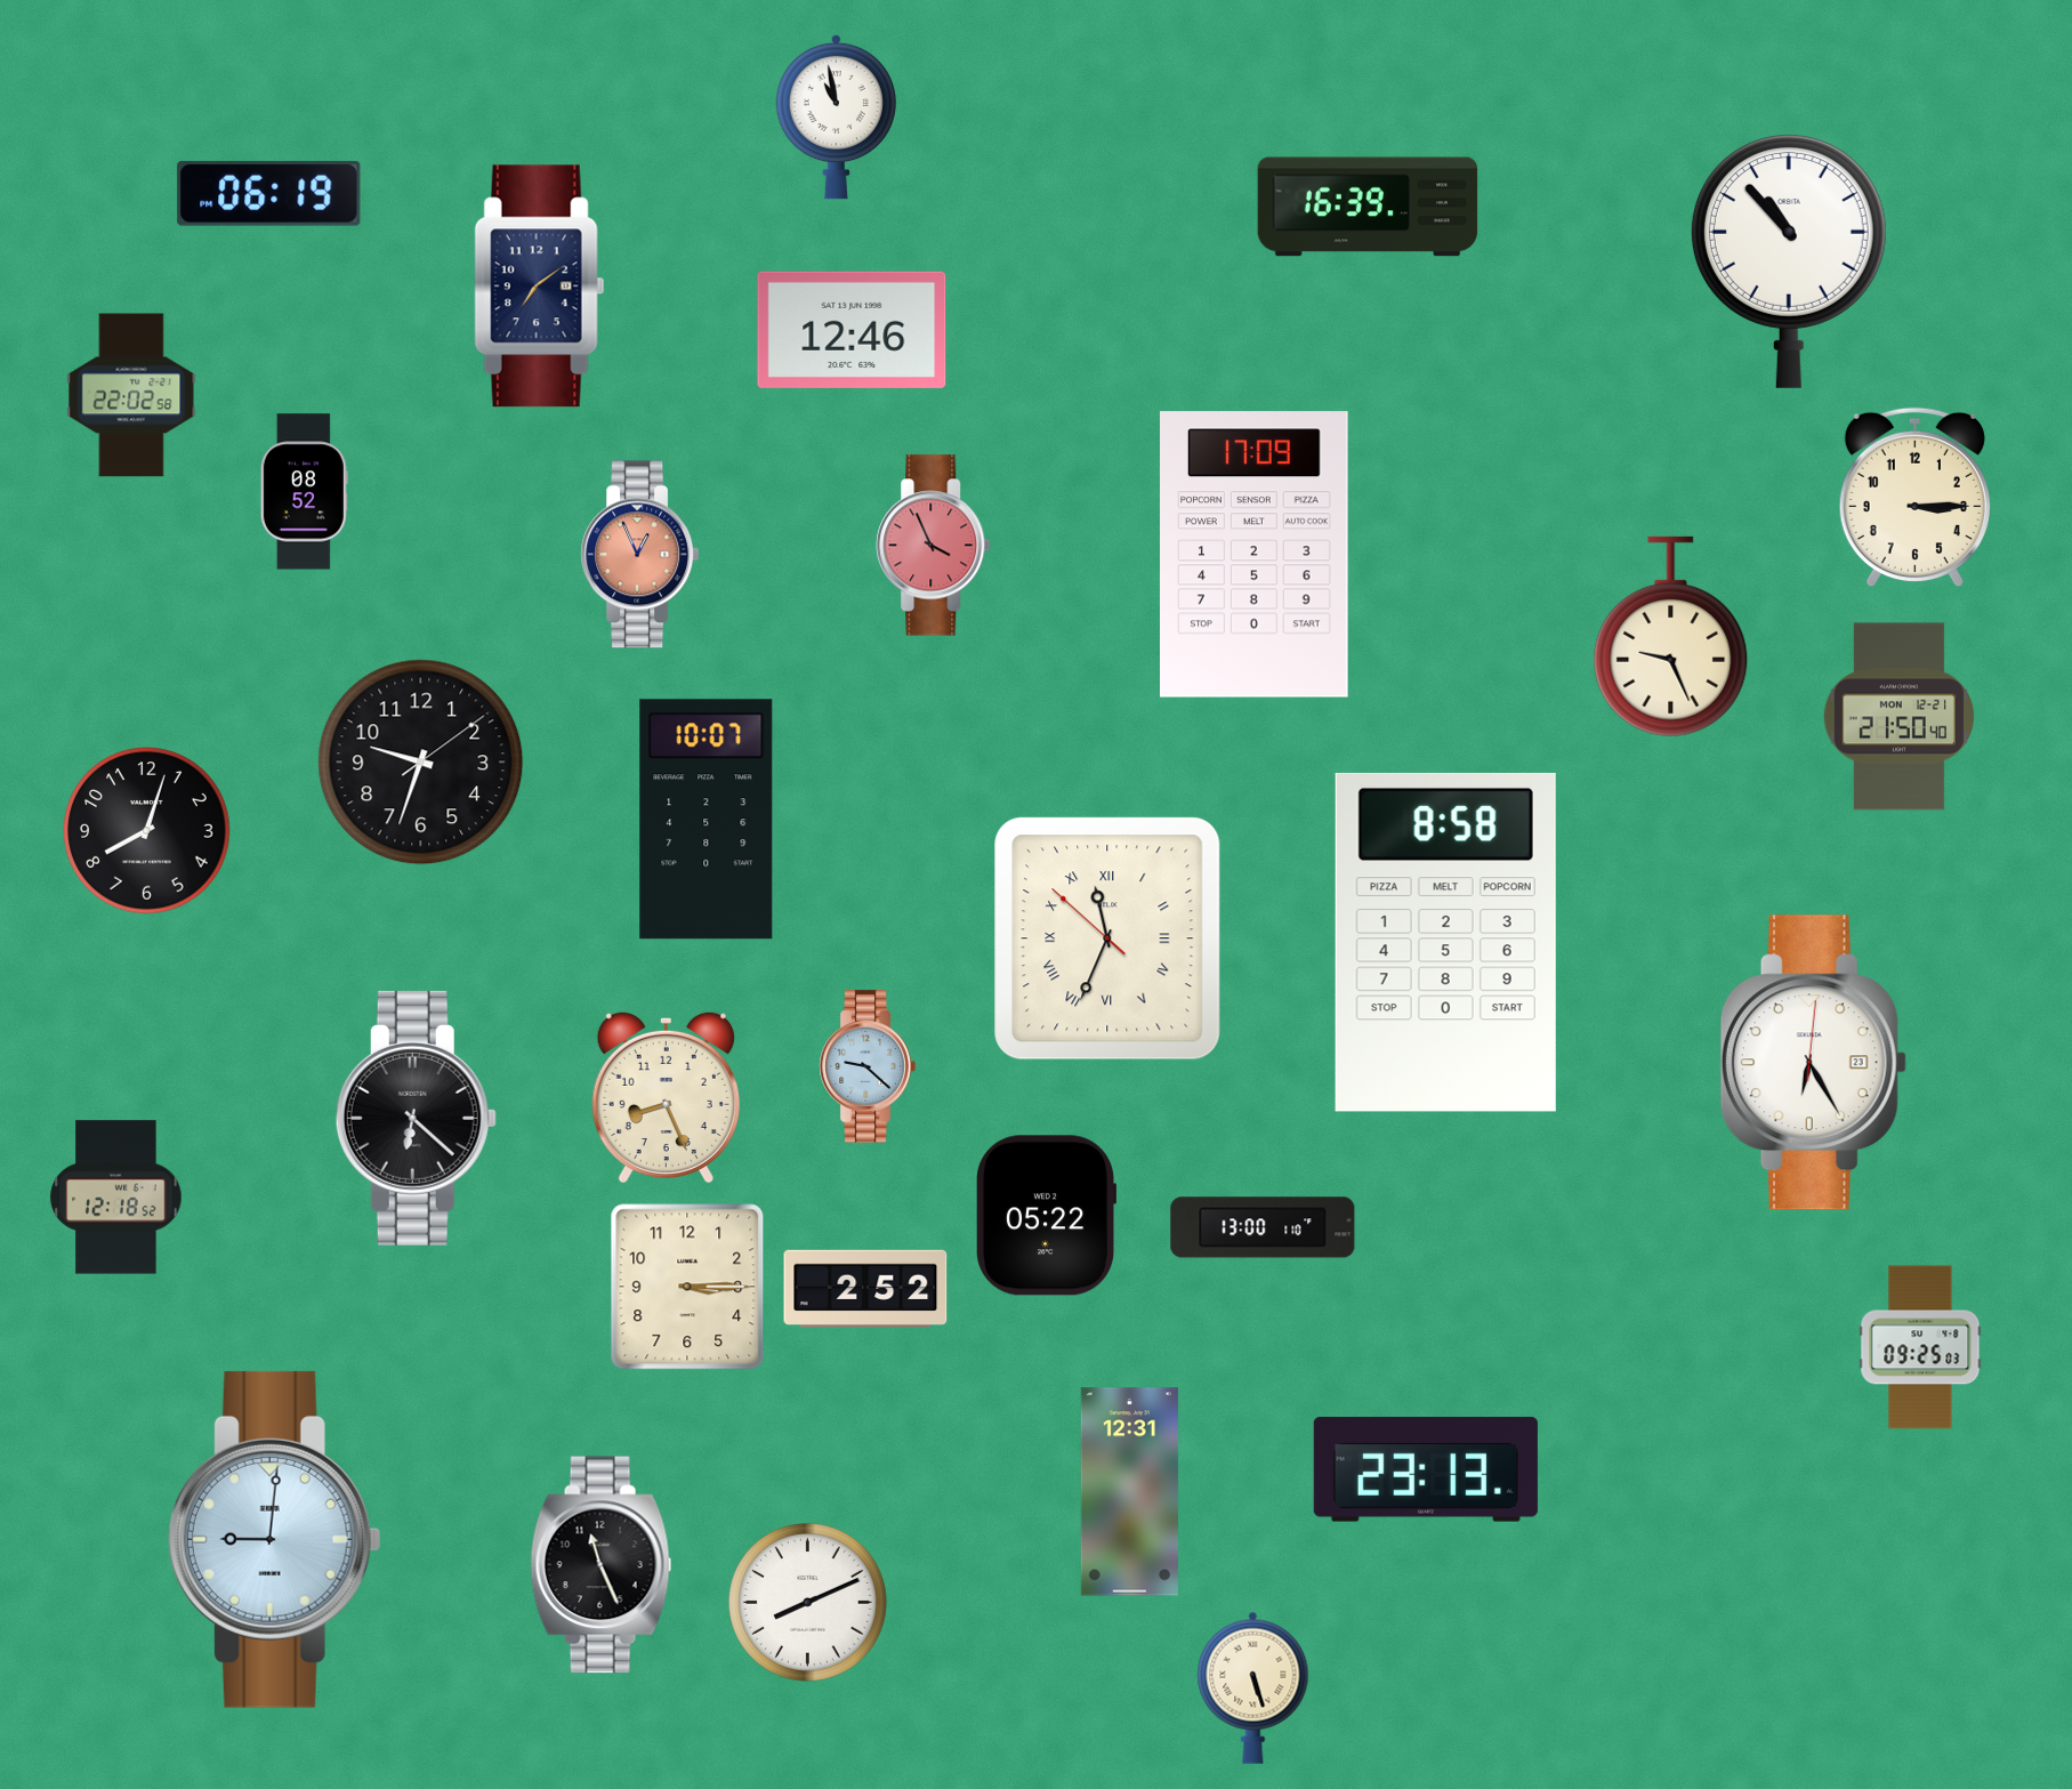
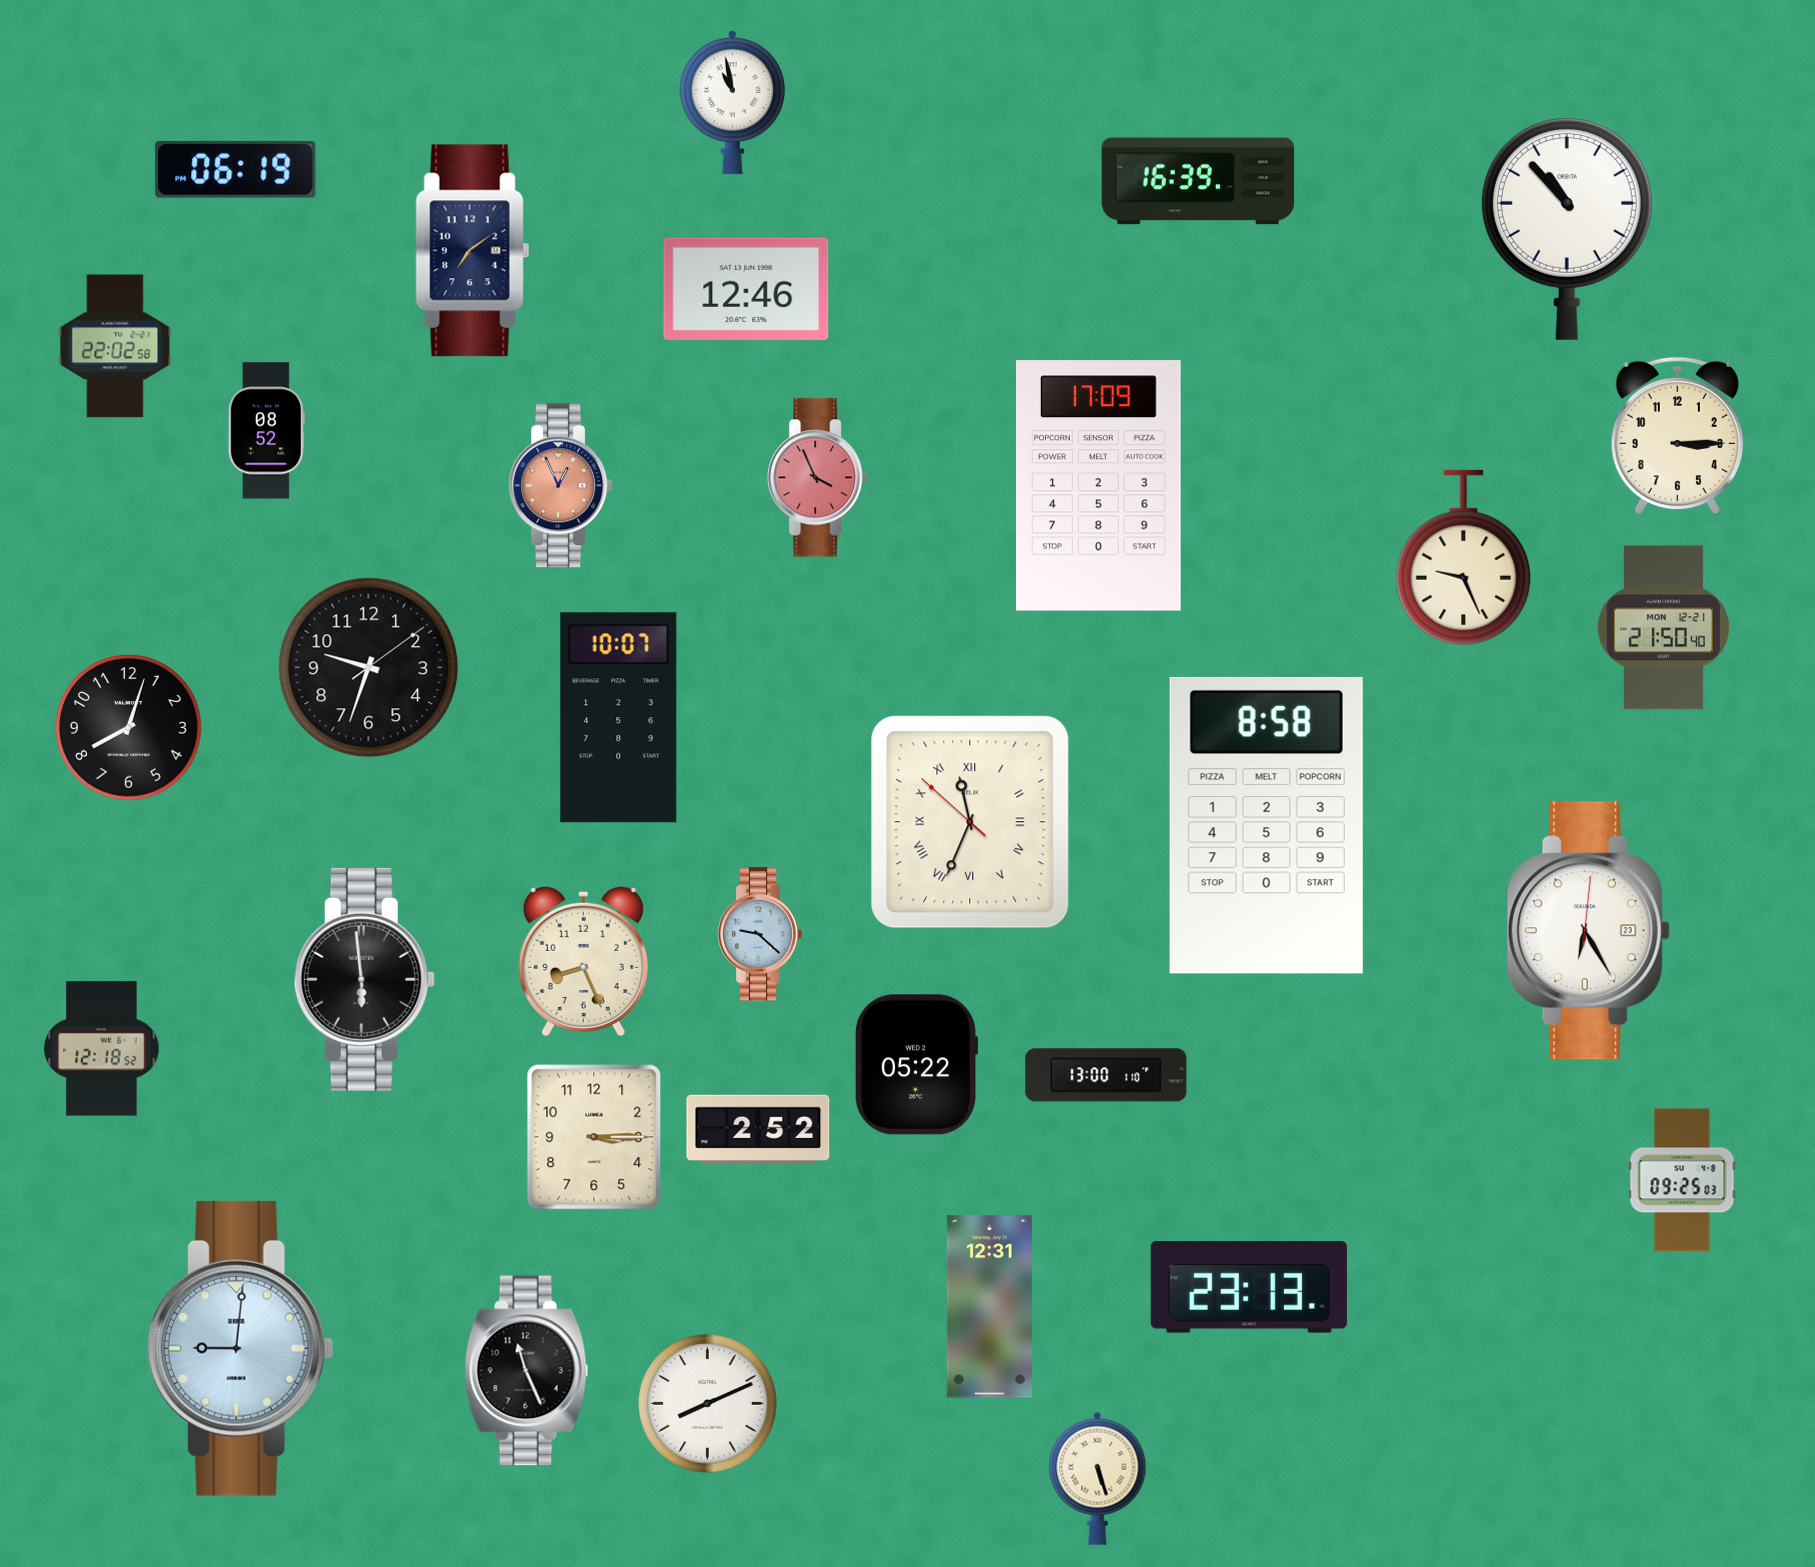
clock at (416, 1118): 6:22 -> 5:59
clock at (687, 1287) position: (687, 1287) -> (594, 1137)
